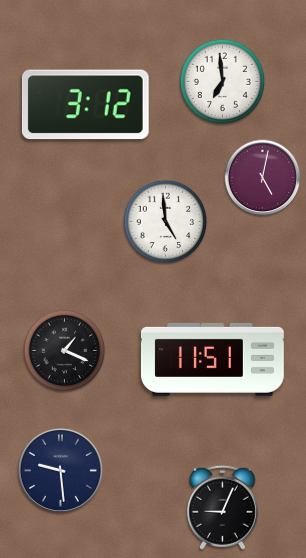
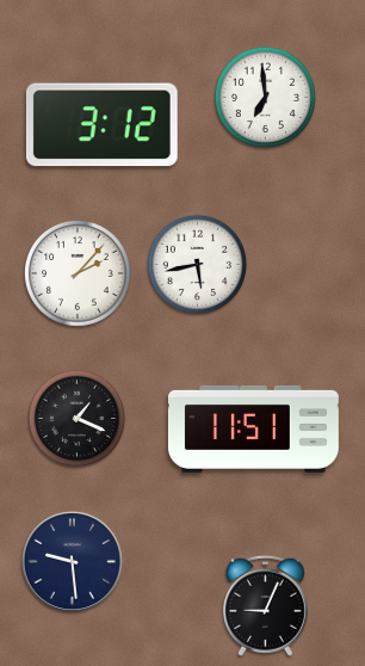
clock at (263, 178): 5:02 -> none
clock at (166, 222): 4:59 -> 5:43
clock at (78, 273): none -> 2:07
